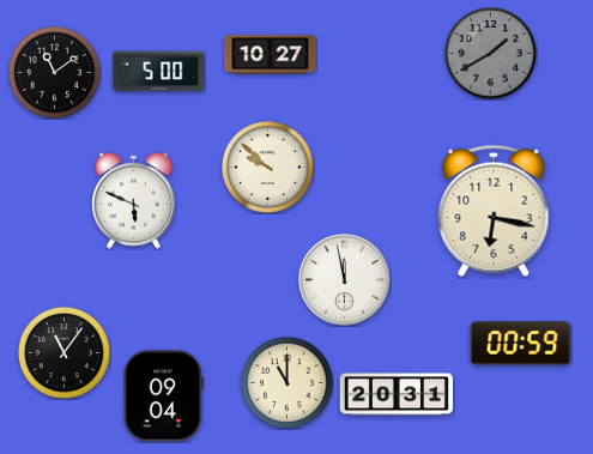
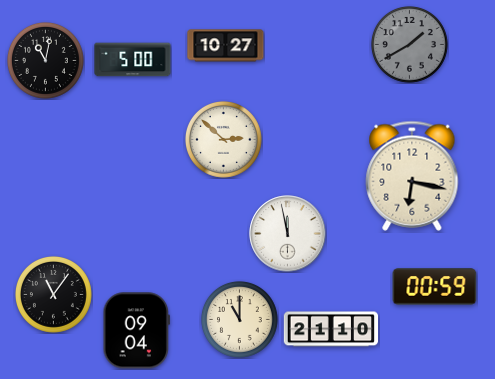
clock at (54, 72): 11:09 -> 11:02
clock at (267, 167): 9:52 -> 2:52
clock at (134, 200): 5:49 -> none
clock at (397, 394): 20:31 -> 21:10
